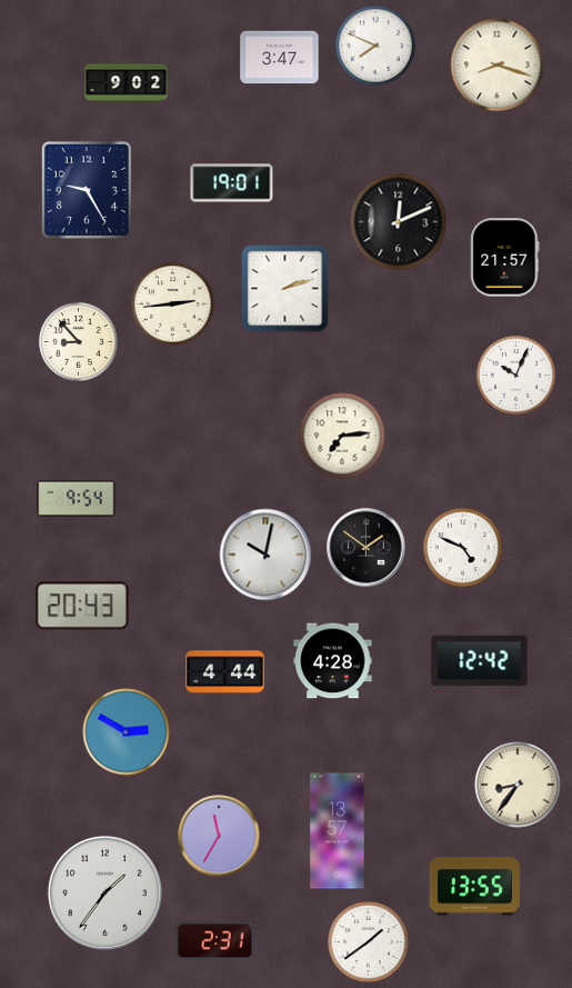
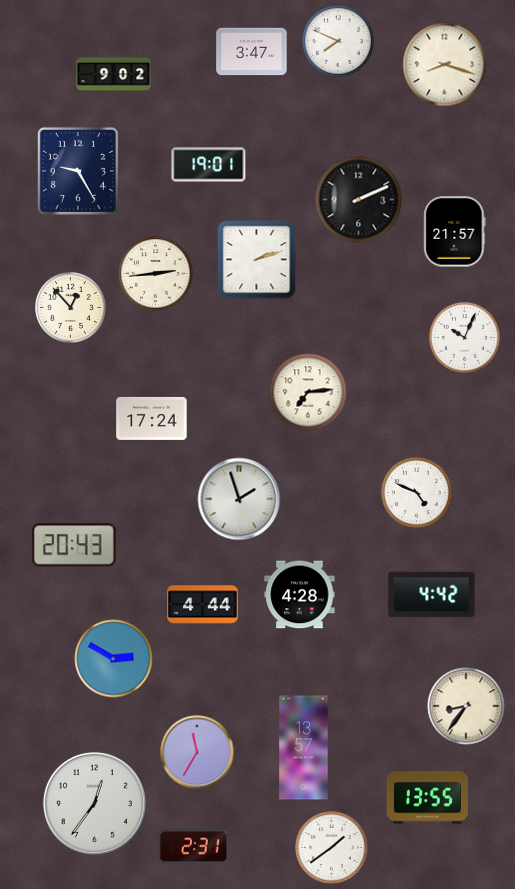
clock at (498, 66) position: (498, 66) -> (445, 65)
clock at (399, 222): 12:11 -> 2:11
clock at (78, 341): 8:53 -> 12:53
clock at (152, 418): none -> 17:24
clock at (77, 498): 9:54 -> none
clock at (367, 548): 1:51 -> none
clock at (265, 555): 10:02 -> 1:57
clock at (480, 661): 12:42 -> 4:42
clock at (104, 892): 1:36 -> 12:36
